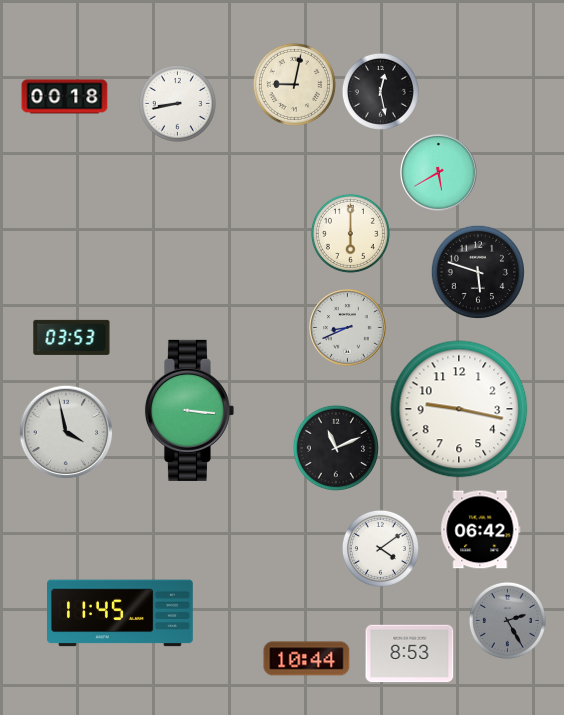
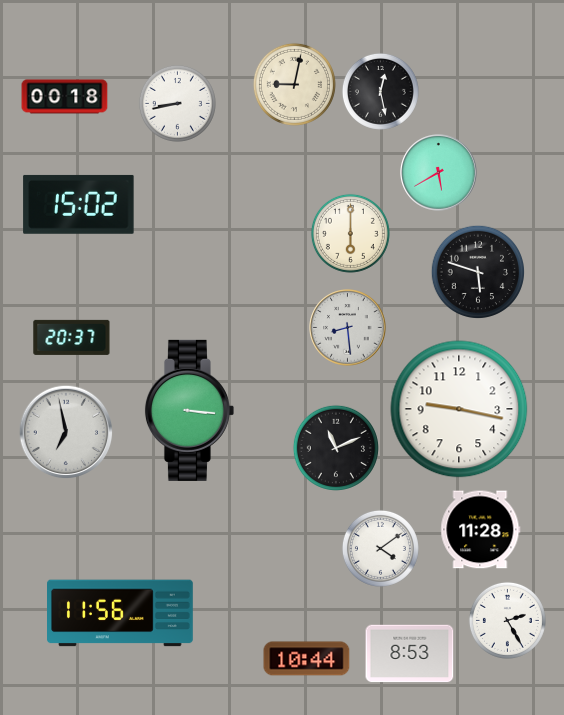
clock at (79, 204): none -> 15:02
clock at (348, 328): 8:41 -> 8:29
clock at (72, 337): 03:53 -> 20:37
clock at (66, 432): 3:58 -> 6:58
clock at (481, 530): 06:42 -> 11:28
clock at (121, 613): 11:45 -> 11:56
clock at (507, 620) dial: grey -> white
